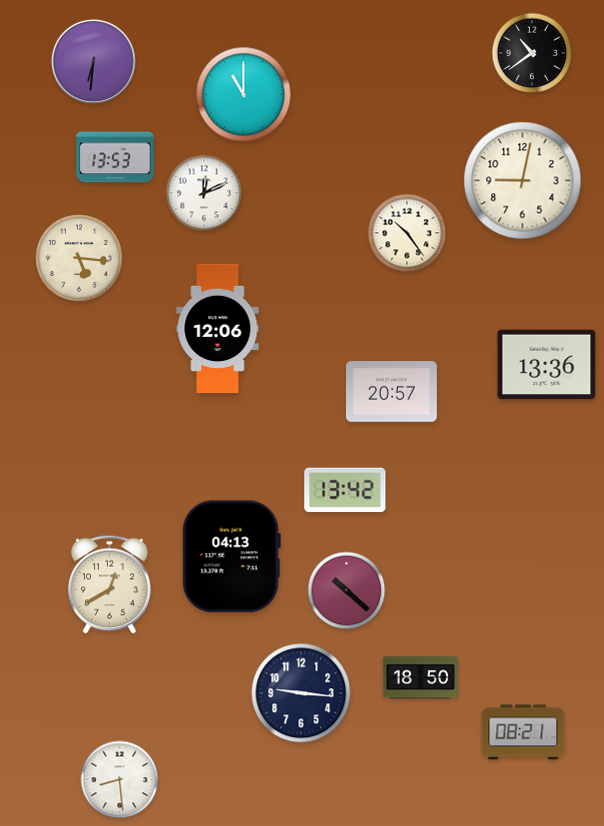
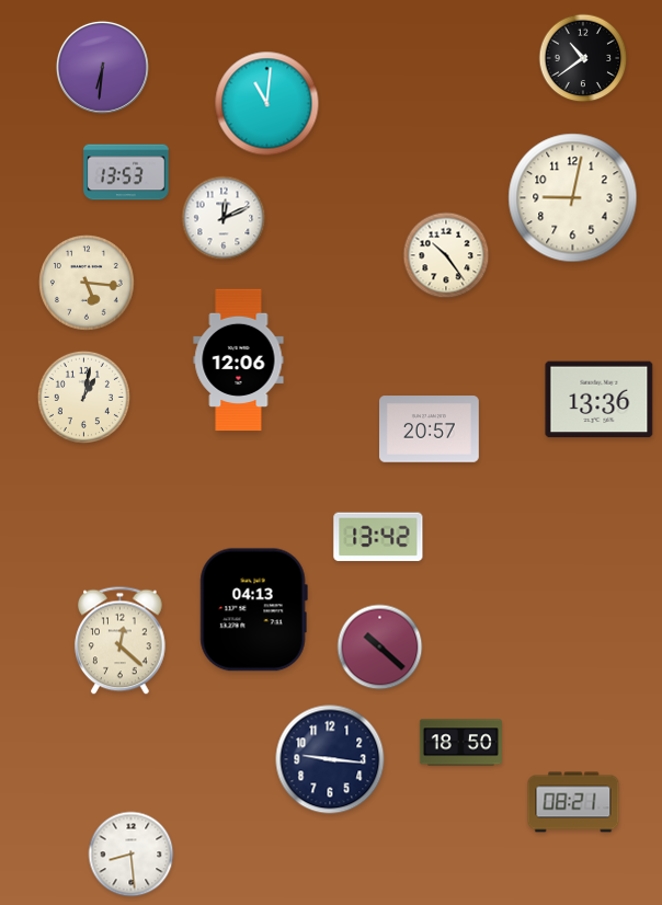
clock at (244, 95): 11:00 -> 11:01
clock at (204, 193) position: (204, 193) -> (224, 218)
clock at (83, 397): none -> 1:02
clock at (110, 585): 12:40 -> 12:22
